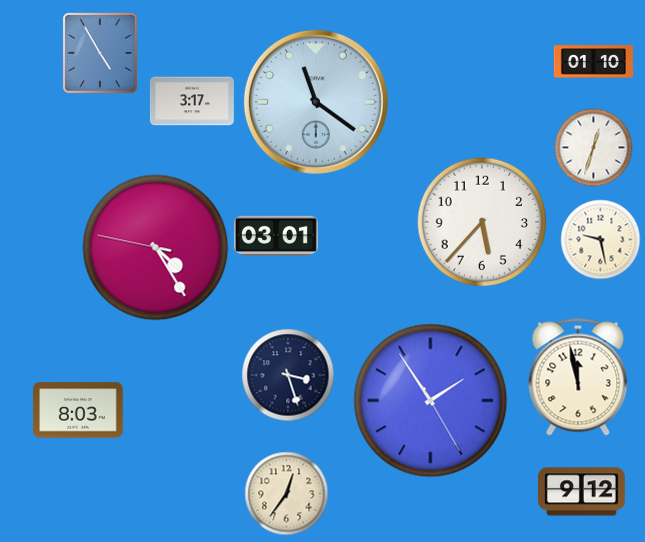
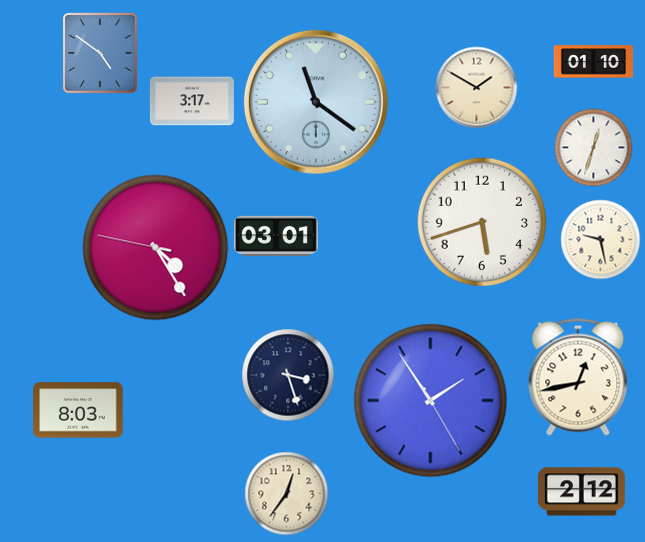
clock at (100, 53): 4:55 -> 4:51
clock at (476, 87): none -> 1:50
clock at (482, 222): 5:37 -> 5:42
clock at (578, 377): 11:58 -> 12:43
clock at (581, 492): 9:12 -> 2:12
